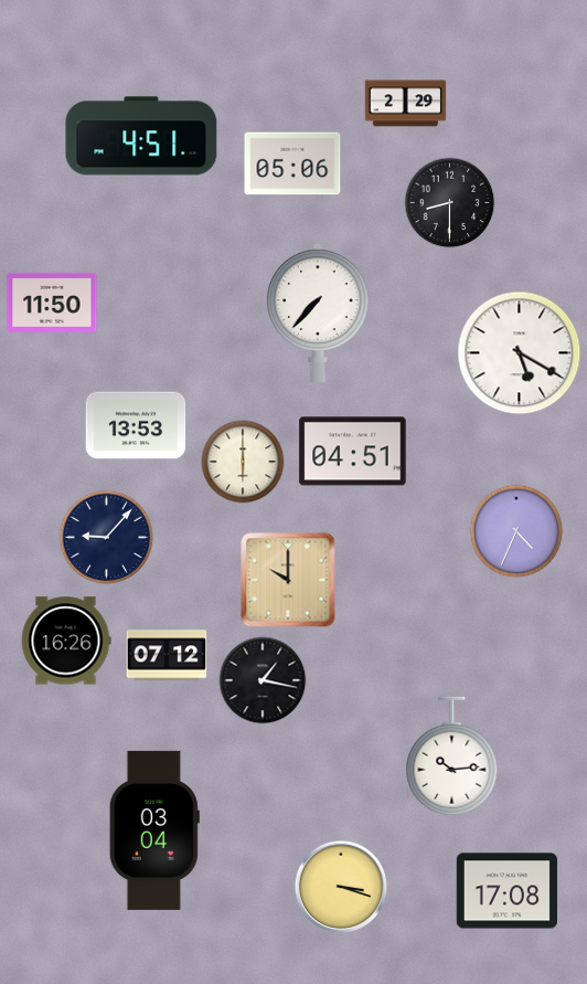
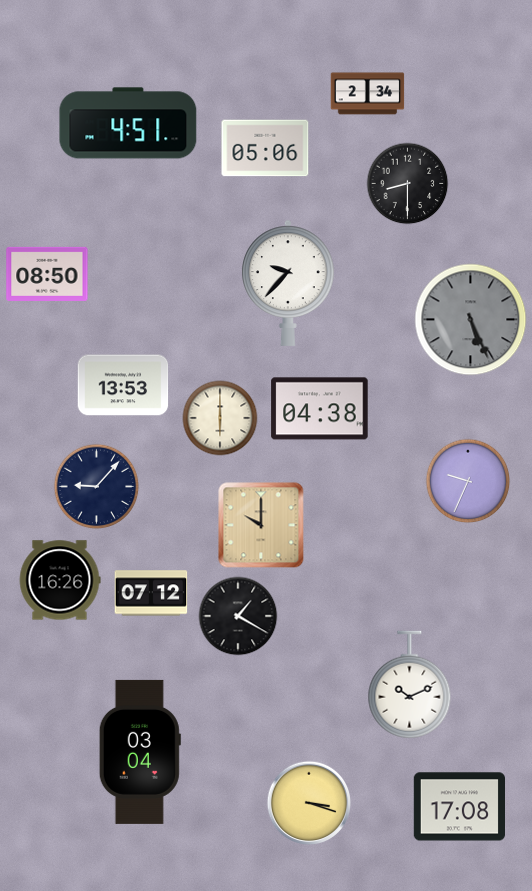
clock at (406, 104): 2:29 -> 2:34
clock at (52, 303): 11:50 -> 08:50
clock at (318, 313): 7:37 -> 9:37
clock at (520, 353): 5:20 -> 5:26
clock at (520, 353) dial: white -> grey
clock at (353, 452): 04:51 -> 04:38
clock at (516, 531): 4:34 -> 9:34
clock at (263, 680): 1:17 -> 1:20
clock at (452, 756): 10:14 -> 10:11
